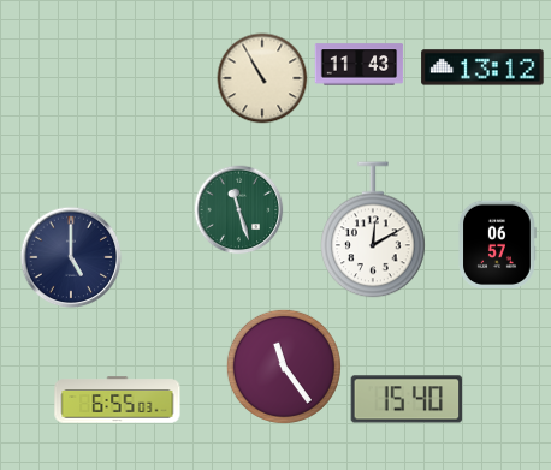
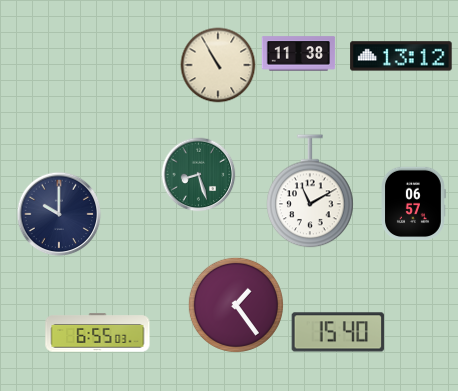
clock at (360, 65): 11:43 -> 11:38
clock at (239, 210): 11:27 -> 8:27
clock at (373, 230): 12:10 -> 11:10
clock at (71, 257): 5:00 -> 10:00
clock at (284, 367): 11:24 -> 1:24
